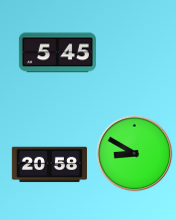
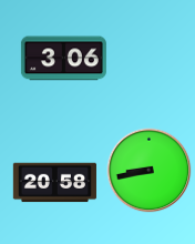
clock at (57, 53): 5:45 -> 3:06
clock at (135, 154): 8:50 -> 8:43
